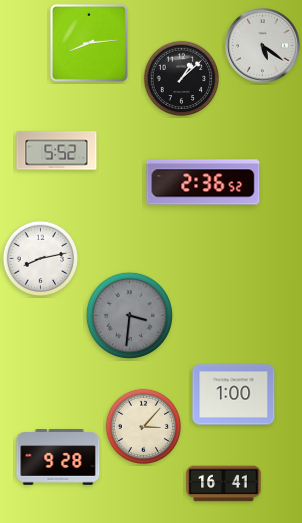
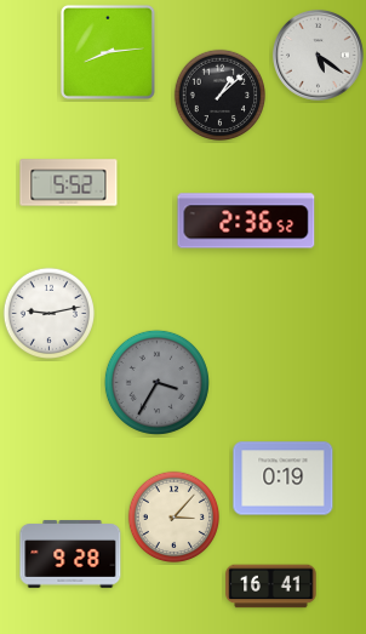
clock at (41, 259): 8:13 -> 9:13
clock at (129, 315): 3:31 -> 3:35
clock at (234, 395): 1:00 -> 0:19
